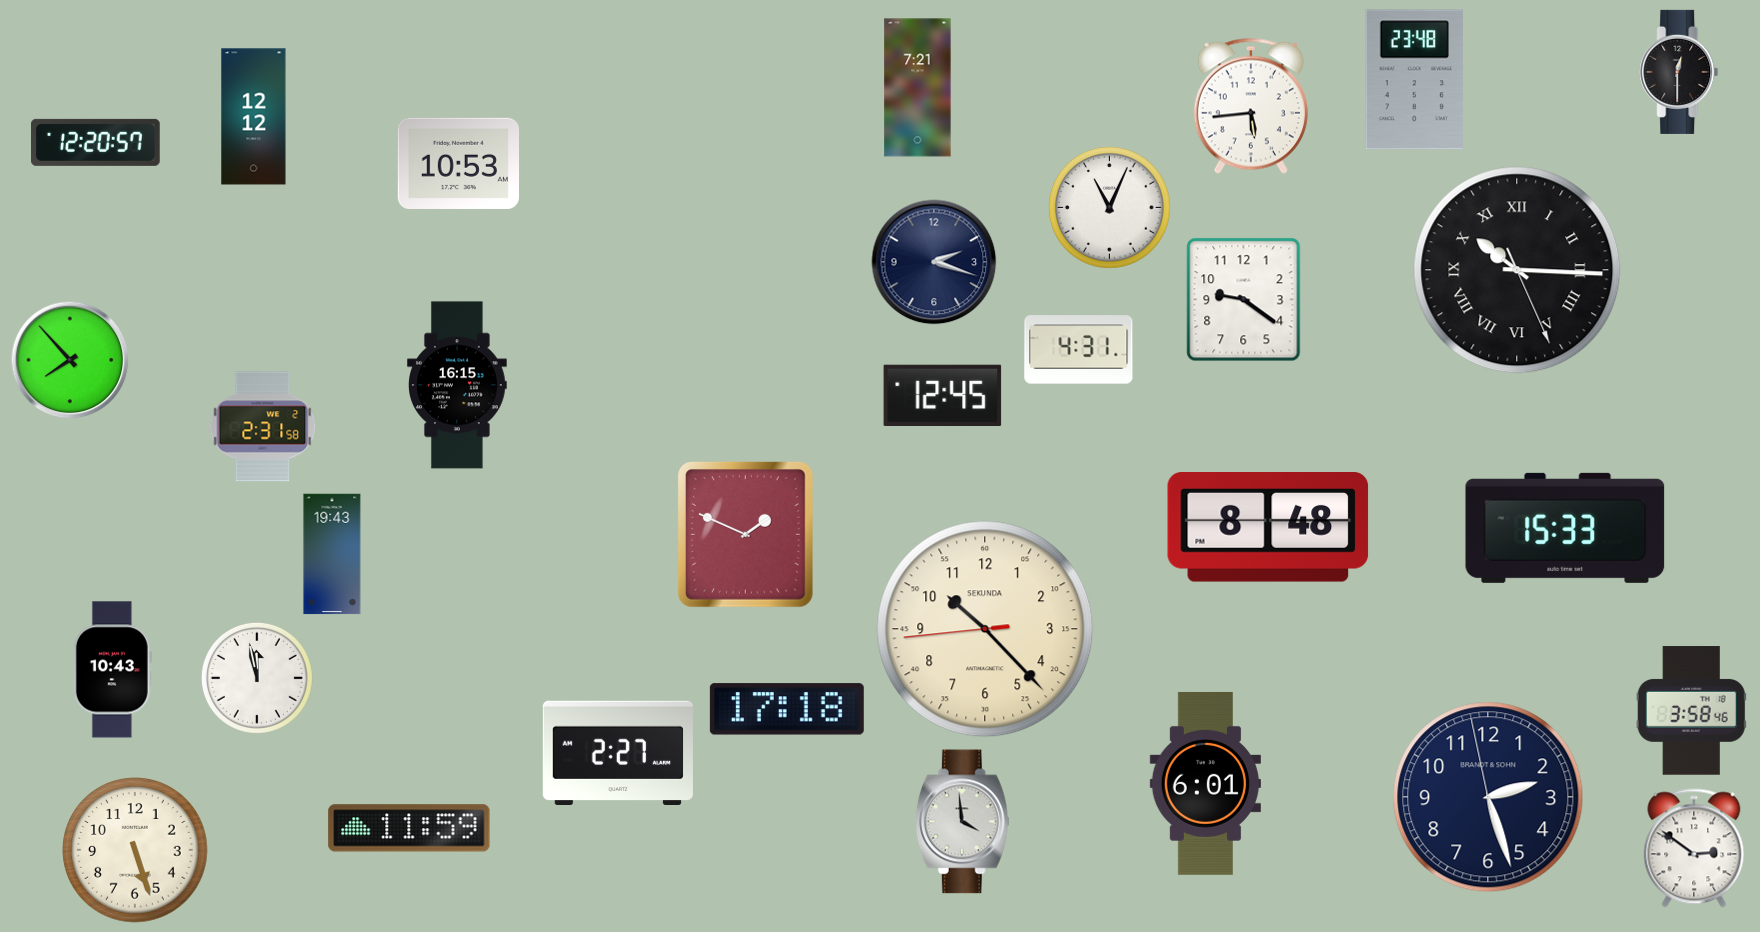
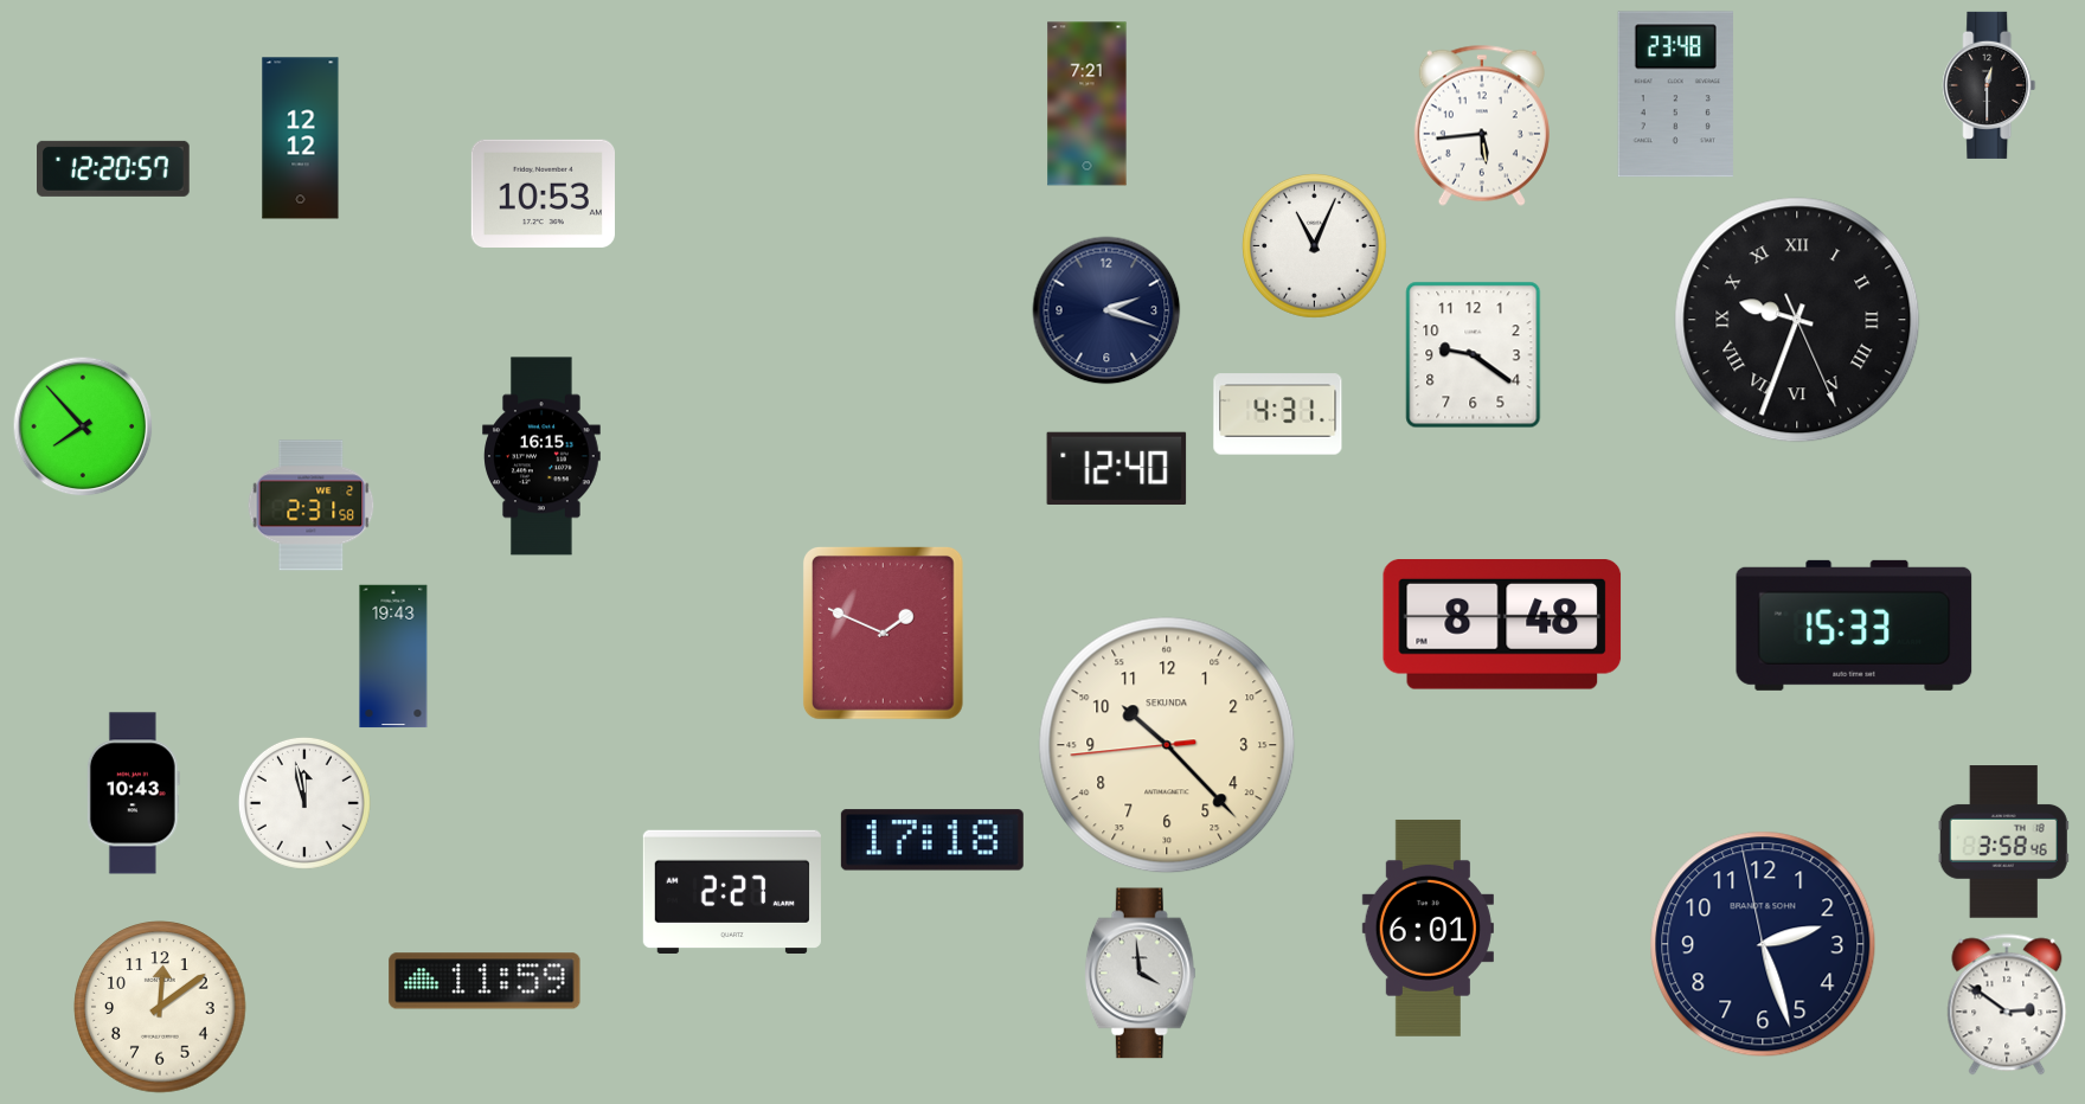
clock at (1517, 270): 10:15 -> 9:33
clock at (943, 395): 12:45 -> 12:40
clock at (135, 850): 5:27 -> 12:09
